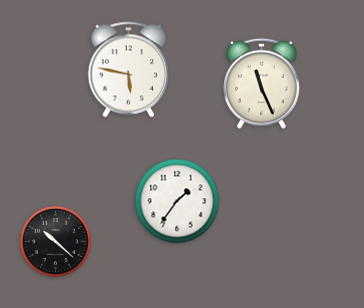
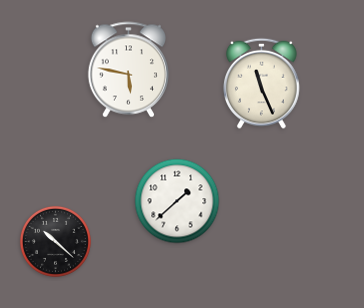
clock at (177, 201): 1:36 -> 1:38
